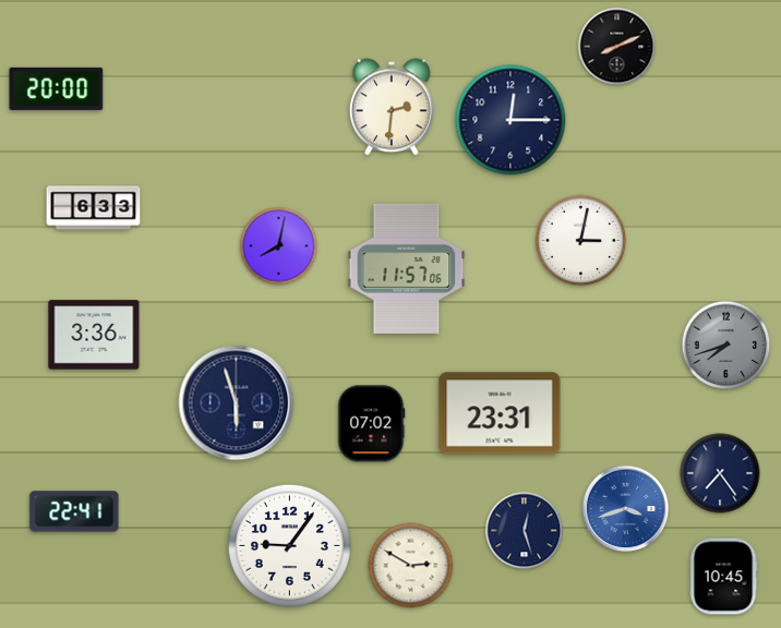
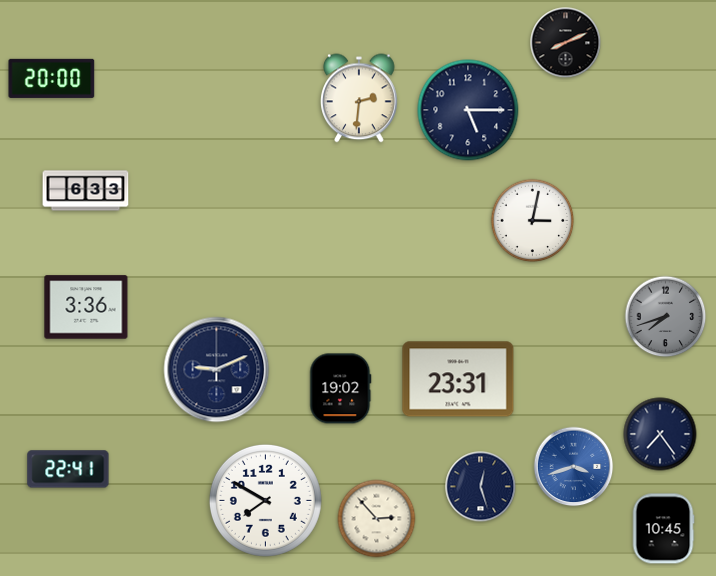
clock at (57, 88) position: (57, 88) -> (52, 78)
clock at (510, 120): 12:15 -> 5:15
clock at (279, 246): 8:02 -> none
clock at (407, 268): 11:57 -> none
clock at (237, 403): 5:57 -> 9:11
clock at (372, 424): 07:02 -> 19:02
clock at (289, 545): 9:06 -> 7:50
clock at (411, 566): 2:50 -> 2:53
